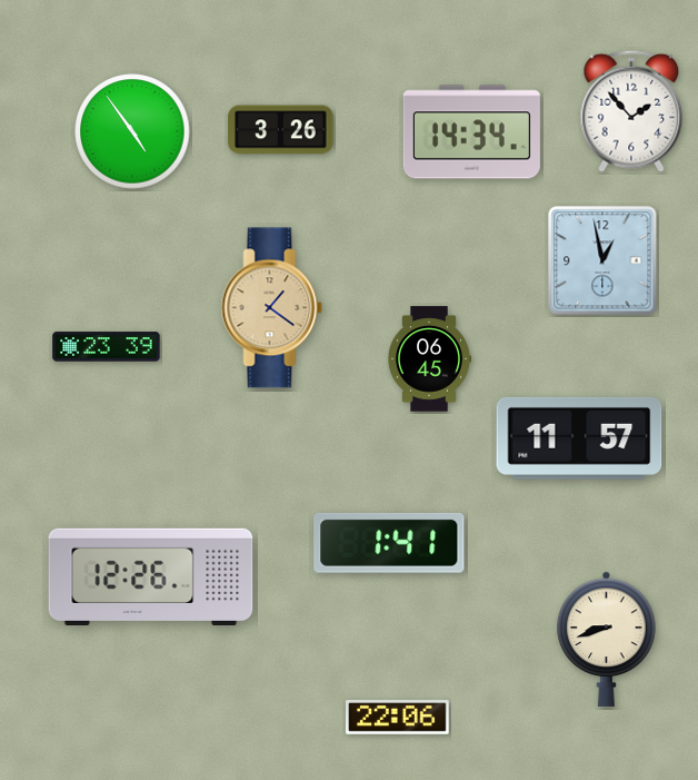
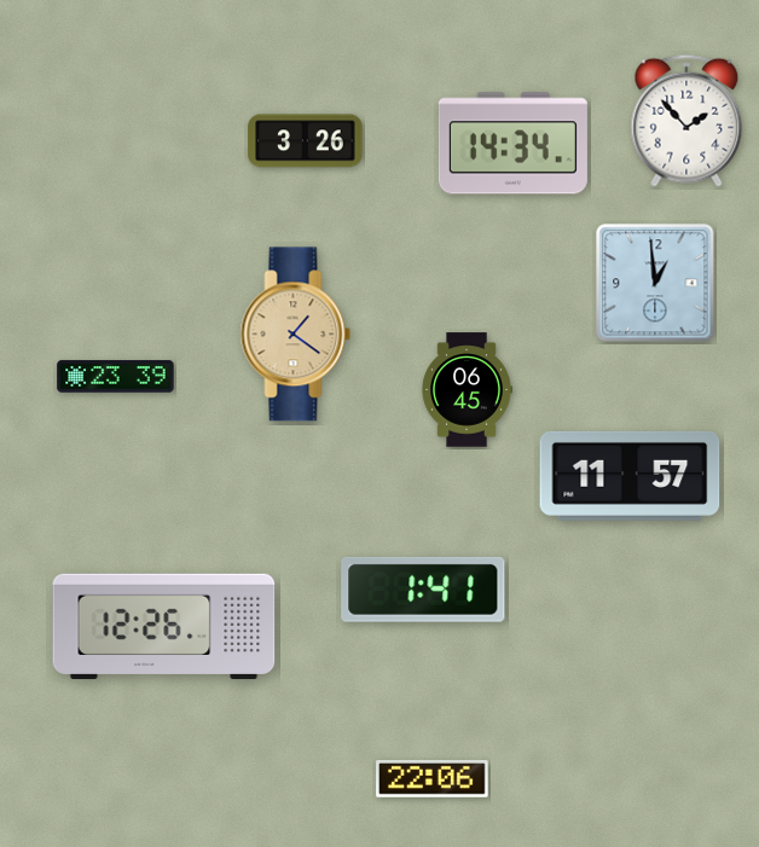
clock at (132, 131): 4:54 -> none
clock at (602, 260): 12:58 -> 12:59
clock at (607, 639): 8:42 -> none
